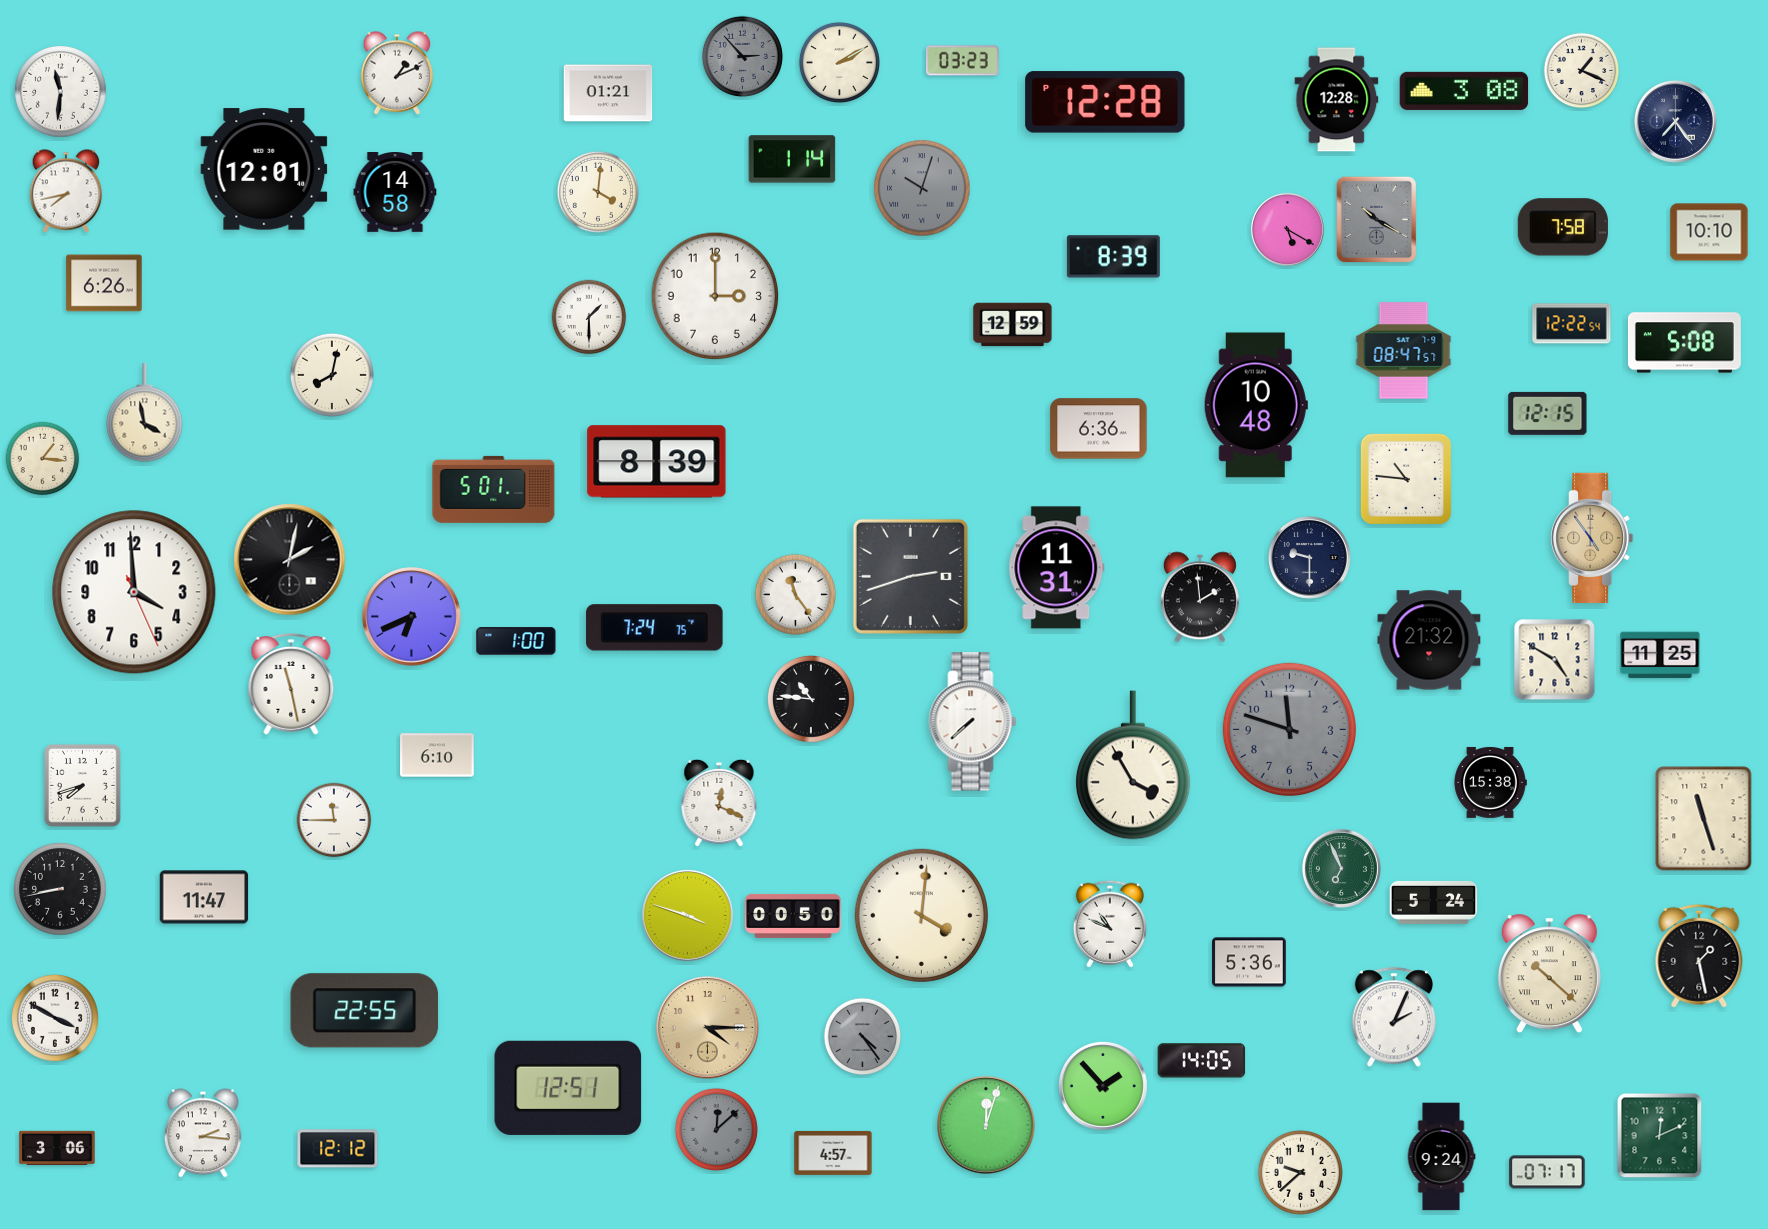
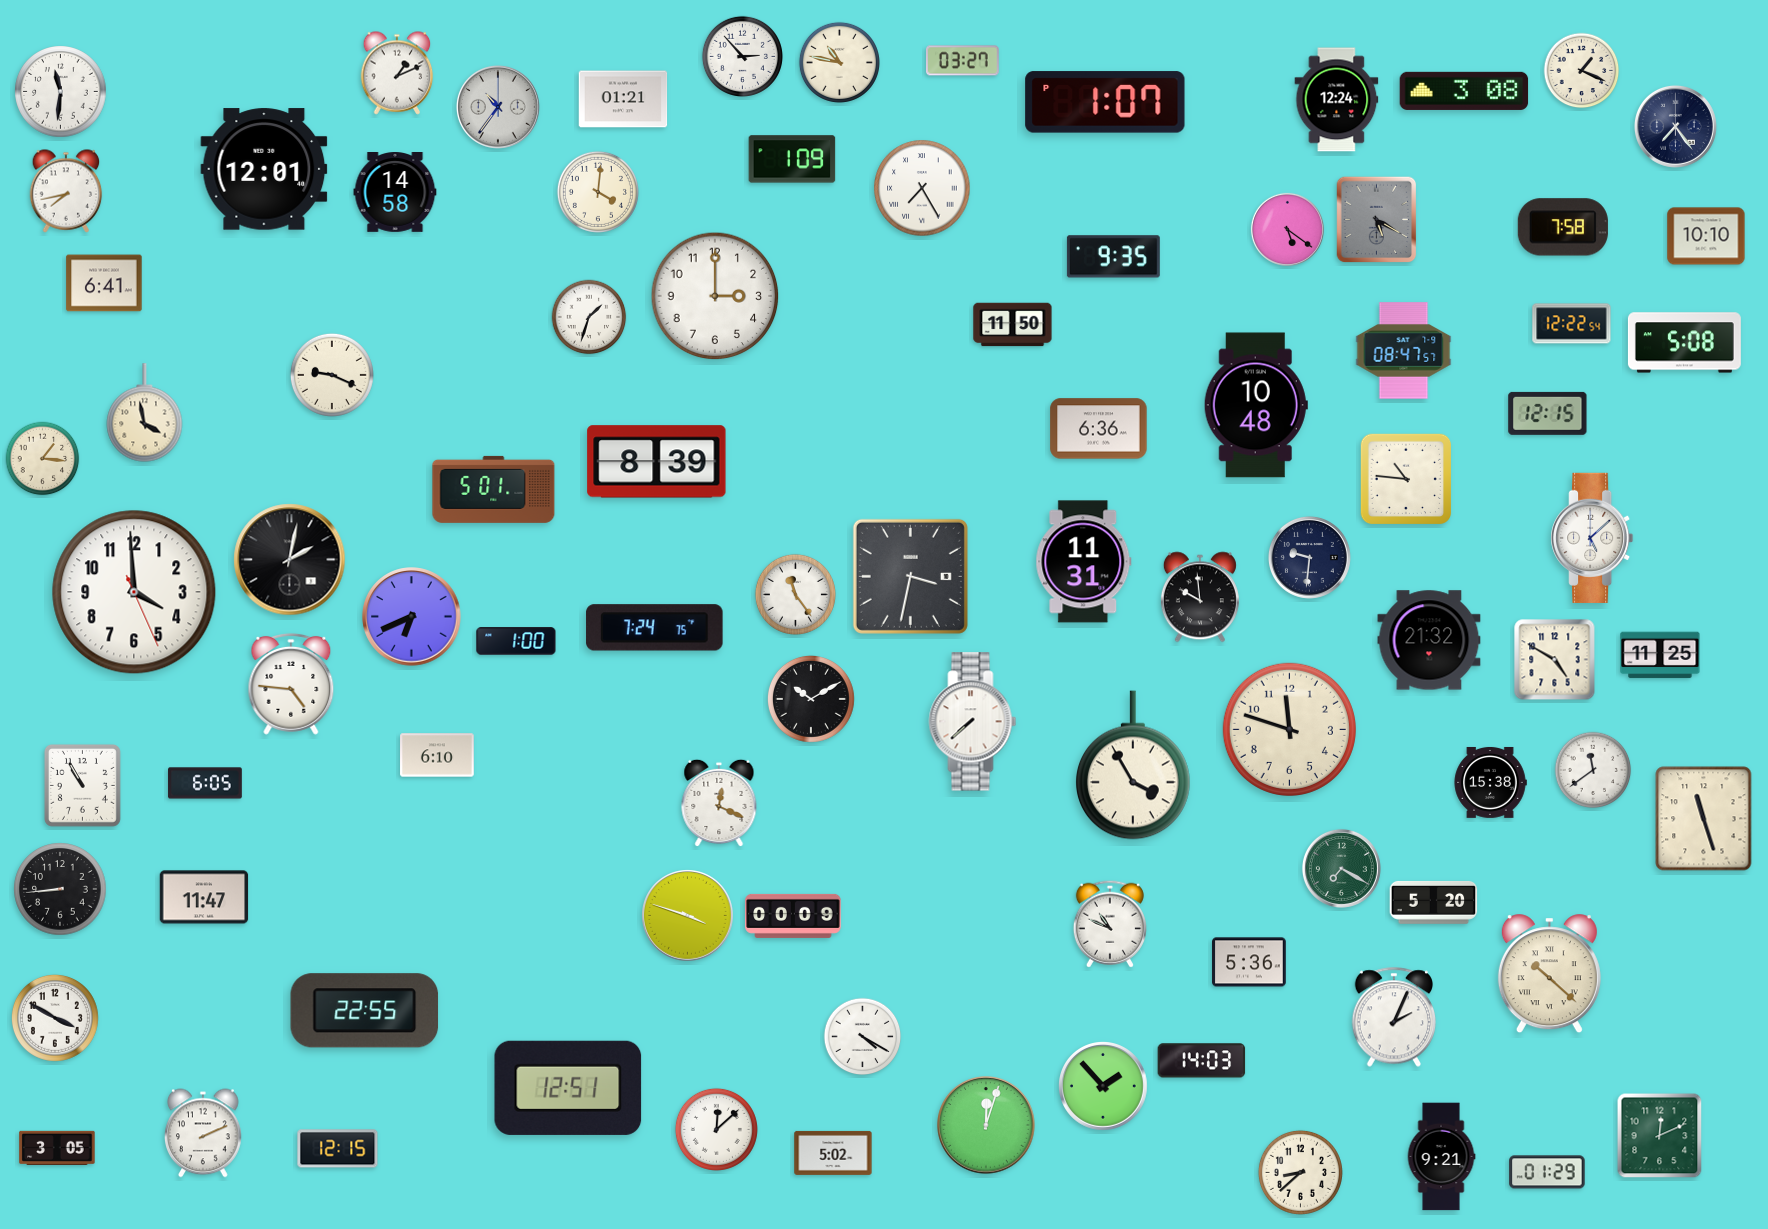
clock at (742, 56) dial: grey -> white
clock at (962, 61): 03:23 -> 03:27
clock at (839, 62): 2:10 -> 10:47
clock at (608, 93) position: (608, 93) -> (623, 99)
clock at (1337, 100): 12:28 -> 12:24
clock at (1105, 102): 12:28 -> 1:07
clock at (498, 107): none -> 10:36
clock at (1675, 121) position: (1675, 121) -> (1675, 126)
clock at (792, 159): 1:14 -> 1:09
clock at (922, 188): 10:03 -> 7:25
clock at (922, 188) dial: grey -> white
clock at (1377, 220): 10:20 -> 5:20
clock at (1287, 229): 5:20 -> 5:21
clock at (1709, 232) position: (1709, 232) -> (1706, 236)
clock at (1113, 257): 8:39 -> 9:35
clock at (104, 283): 6:26 -> 6:41
clock at (589, 317): 1:30 -> 1:33
clock at (1013, 325): 12:59 -> 11:50
clock at (332, 375): 8:02 -> 9:19
clock at (1592, 538): 4:54 -> 5:08
clock at (1592, 538) dial: champagne -> white
clock at (1309, 557): 9:30 -> 9:31
clock at (1057, 568) position: (1057, 568) -> (1084, 562)
clock at (910, 576): 2:42 -> 3:32
clock at (1200, 597): 1:59 -> 9:59
clock at (291, 684): 11:28 -> 4:46
clock at (811, 699): 10:46 -> 10:10
clock at (1289, 729) dial: grey -> cream
clock at (1593, 770): none -> 11:39
clock at (205, 783): none -> 6:05
clock at (82, 785): 7:42 -> 10:55
clock at (334, 820): 11:45 -> none
clock at (1341, 868): 6:56 -> 7:20
clock at (60, 889): 8:43 -> 8:44
clock at (1434, 902): 5:24 -> 5:20
clock at (921, 915): 4:01 -> none
clock at (793, 916): 00:50 -> 00:09
clock at (1699, 956): 1:28 -> none
clock at (708, 1028): 4:15 -> none
clock at (863, 1037): 4:24 -> 4:20
clock at (863, 1037) dial: grey -> white
clock at (1202, 1061): 14:05 -> 14:03
clock at (716, 1129) dial: grey -> white
clock at (204, 1133): 2:16 -> 2:11
clock at (57, 1148): 3:06 -> 3:05
clock at (338, 1149): 12:12 -> 12:15
clock at (833, 1153): 4:57 -> 5:02
clock at (1441, 1157): 9:24 -> 9:21
clock at (1300, 1172): 9:38 -> 8:38
clock at (1547, 1172): 07:17 -> 01:29
